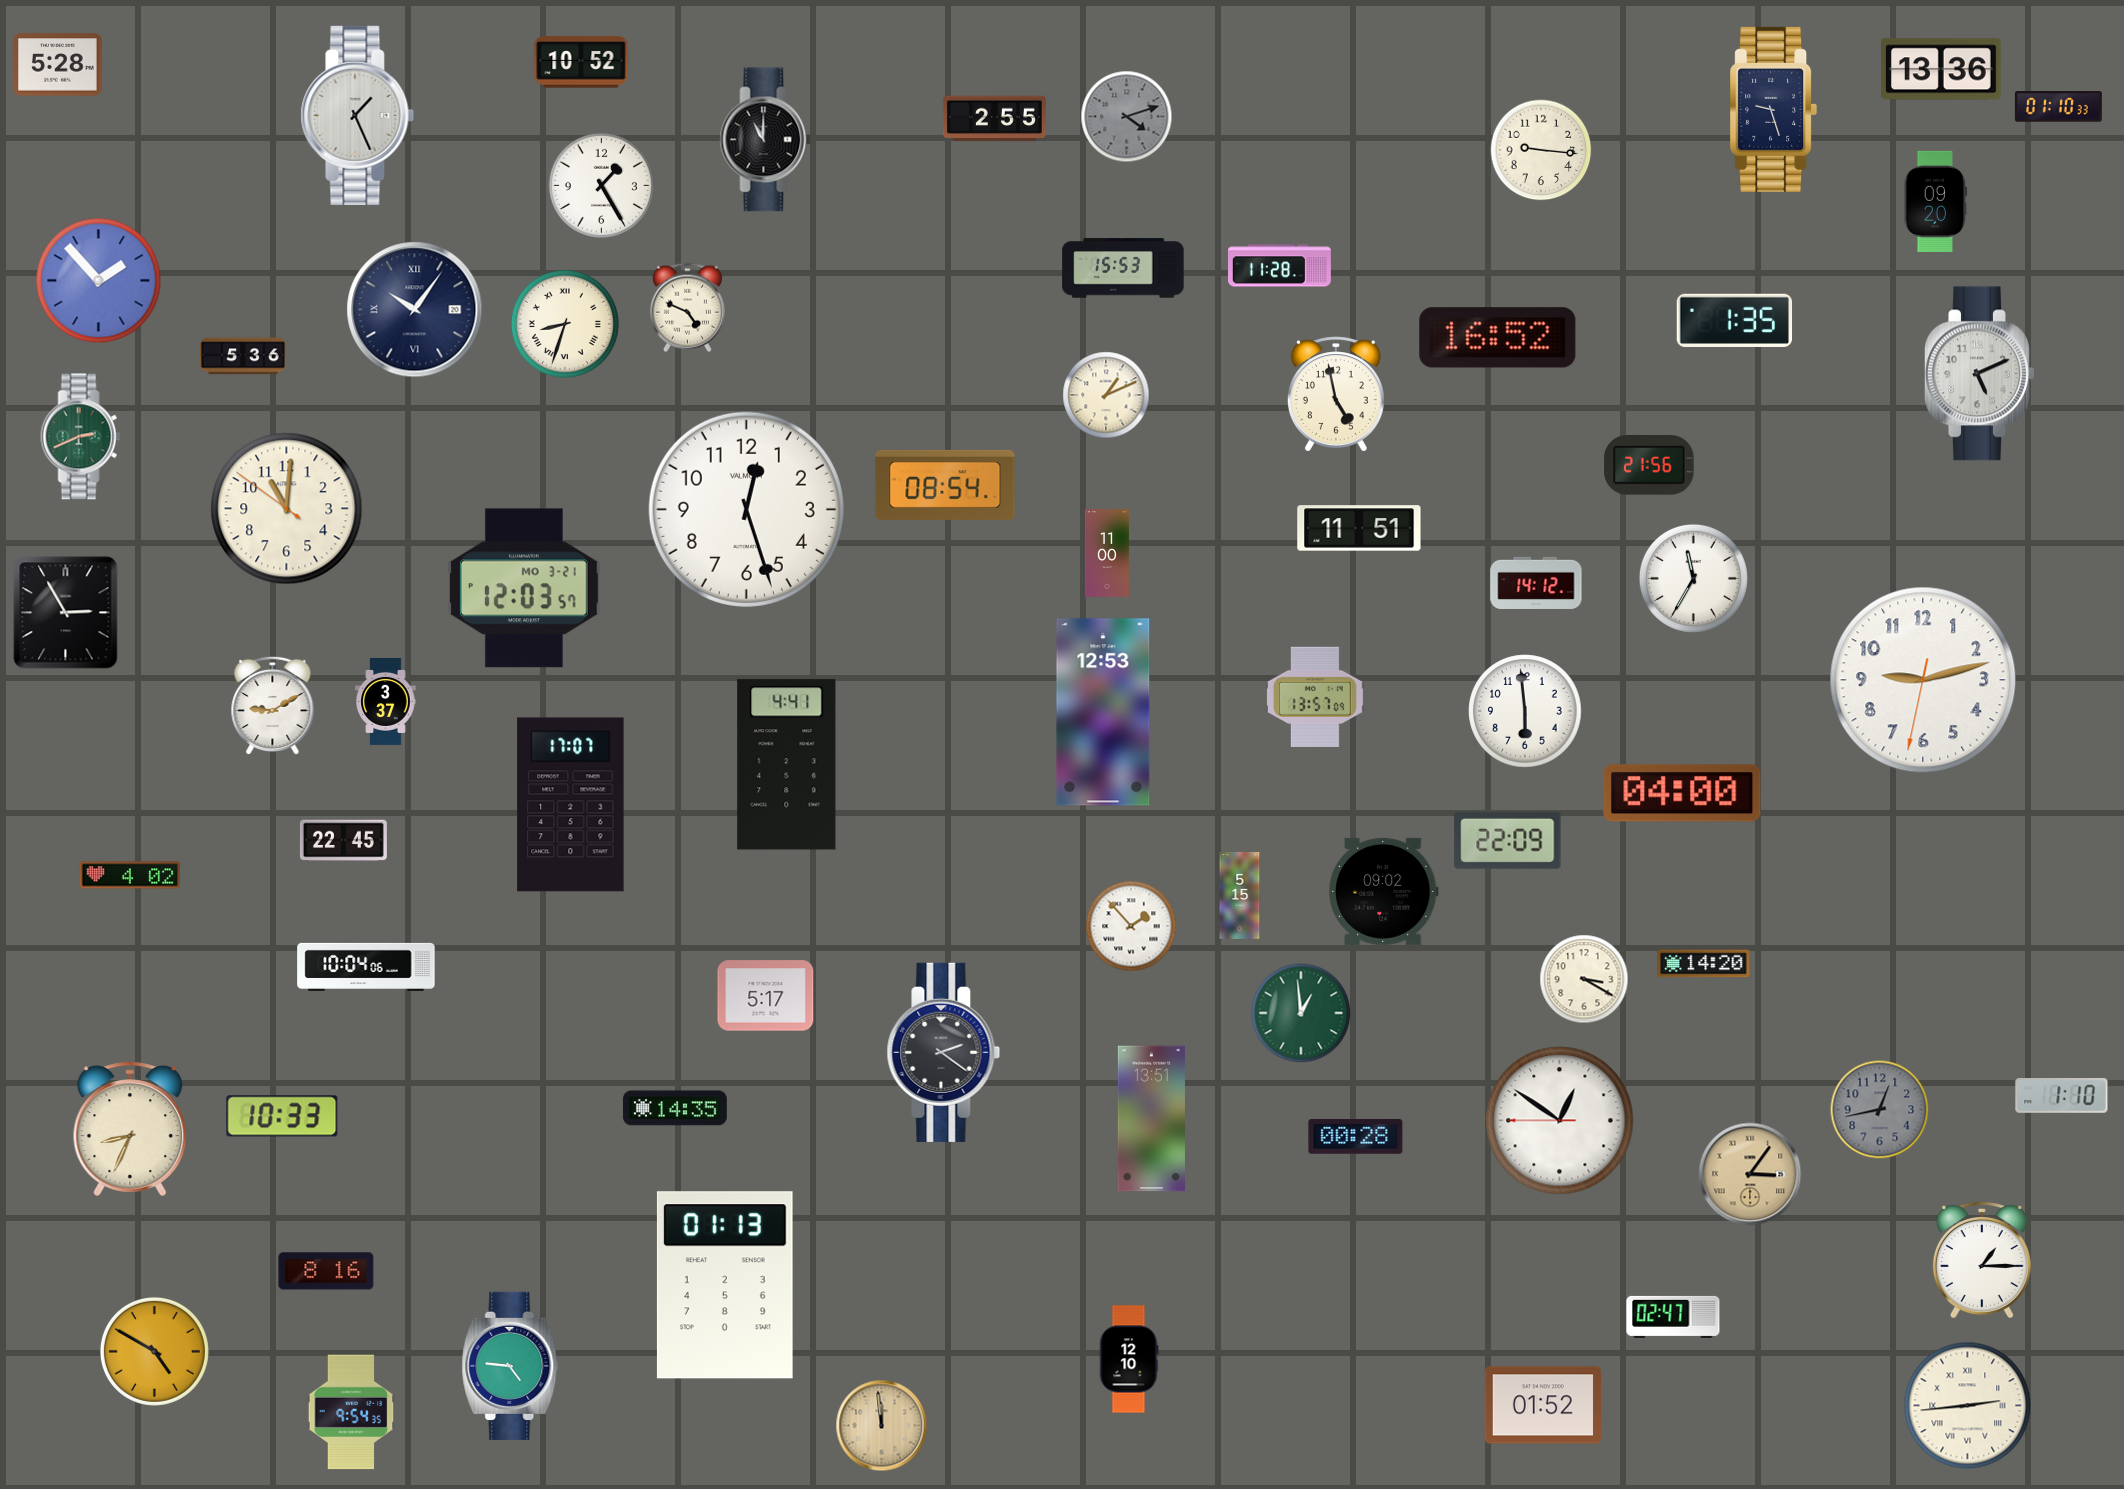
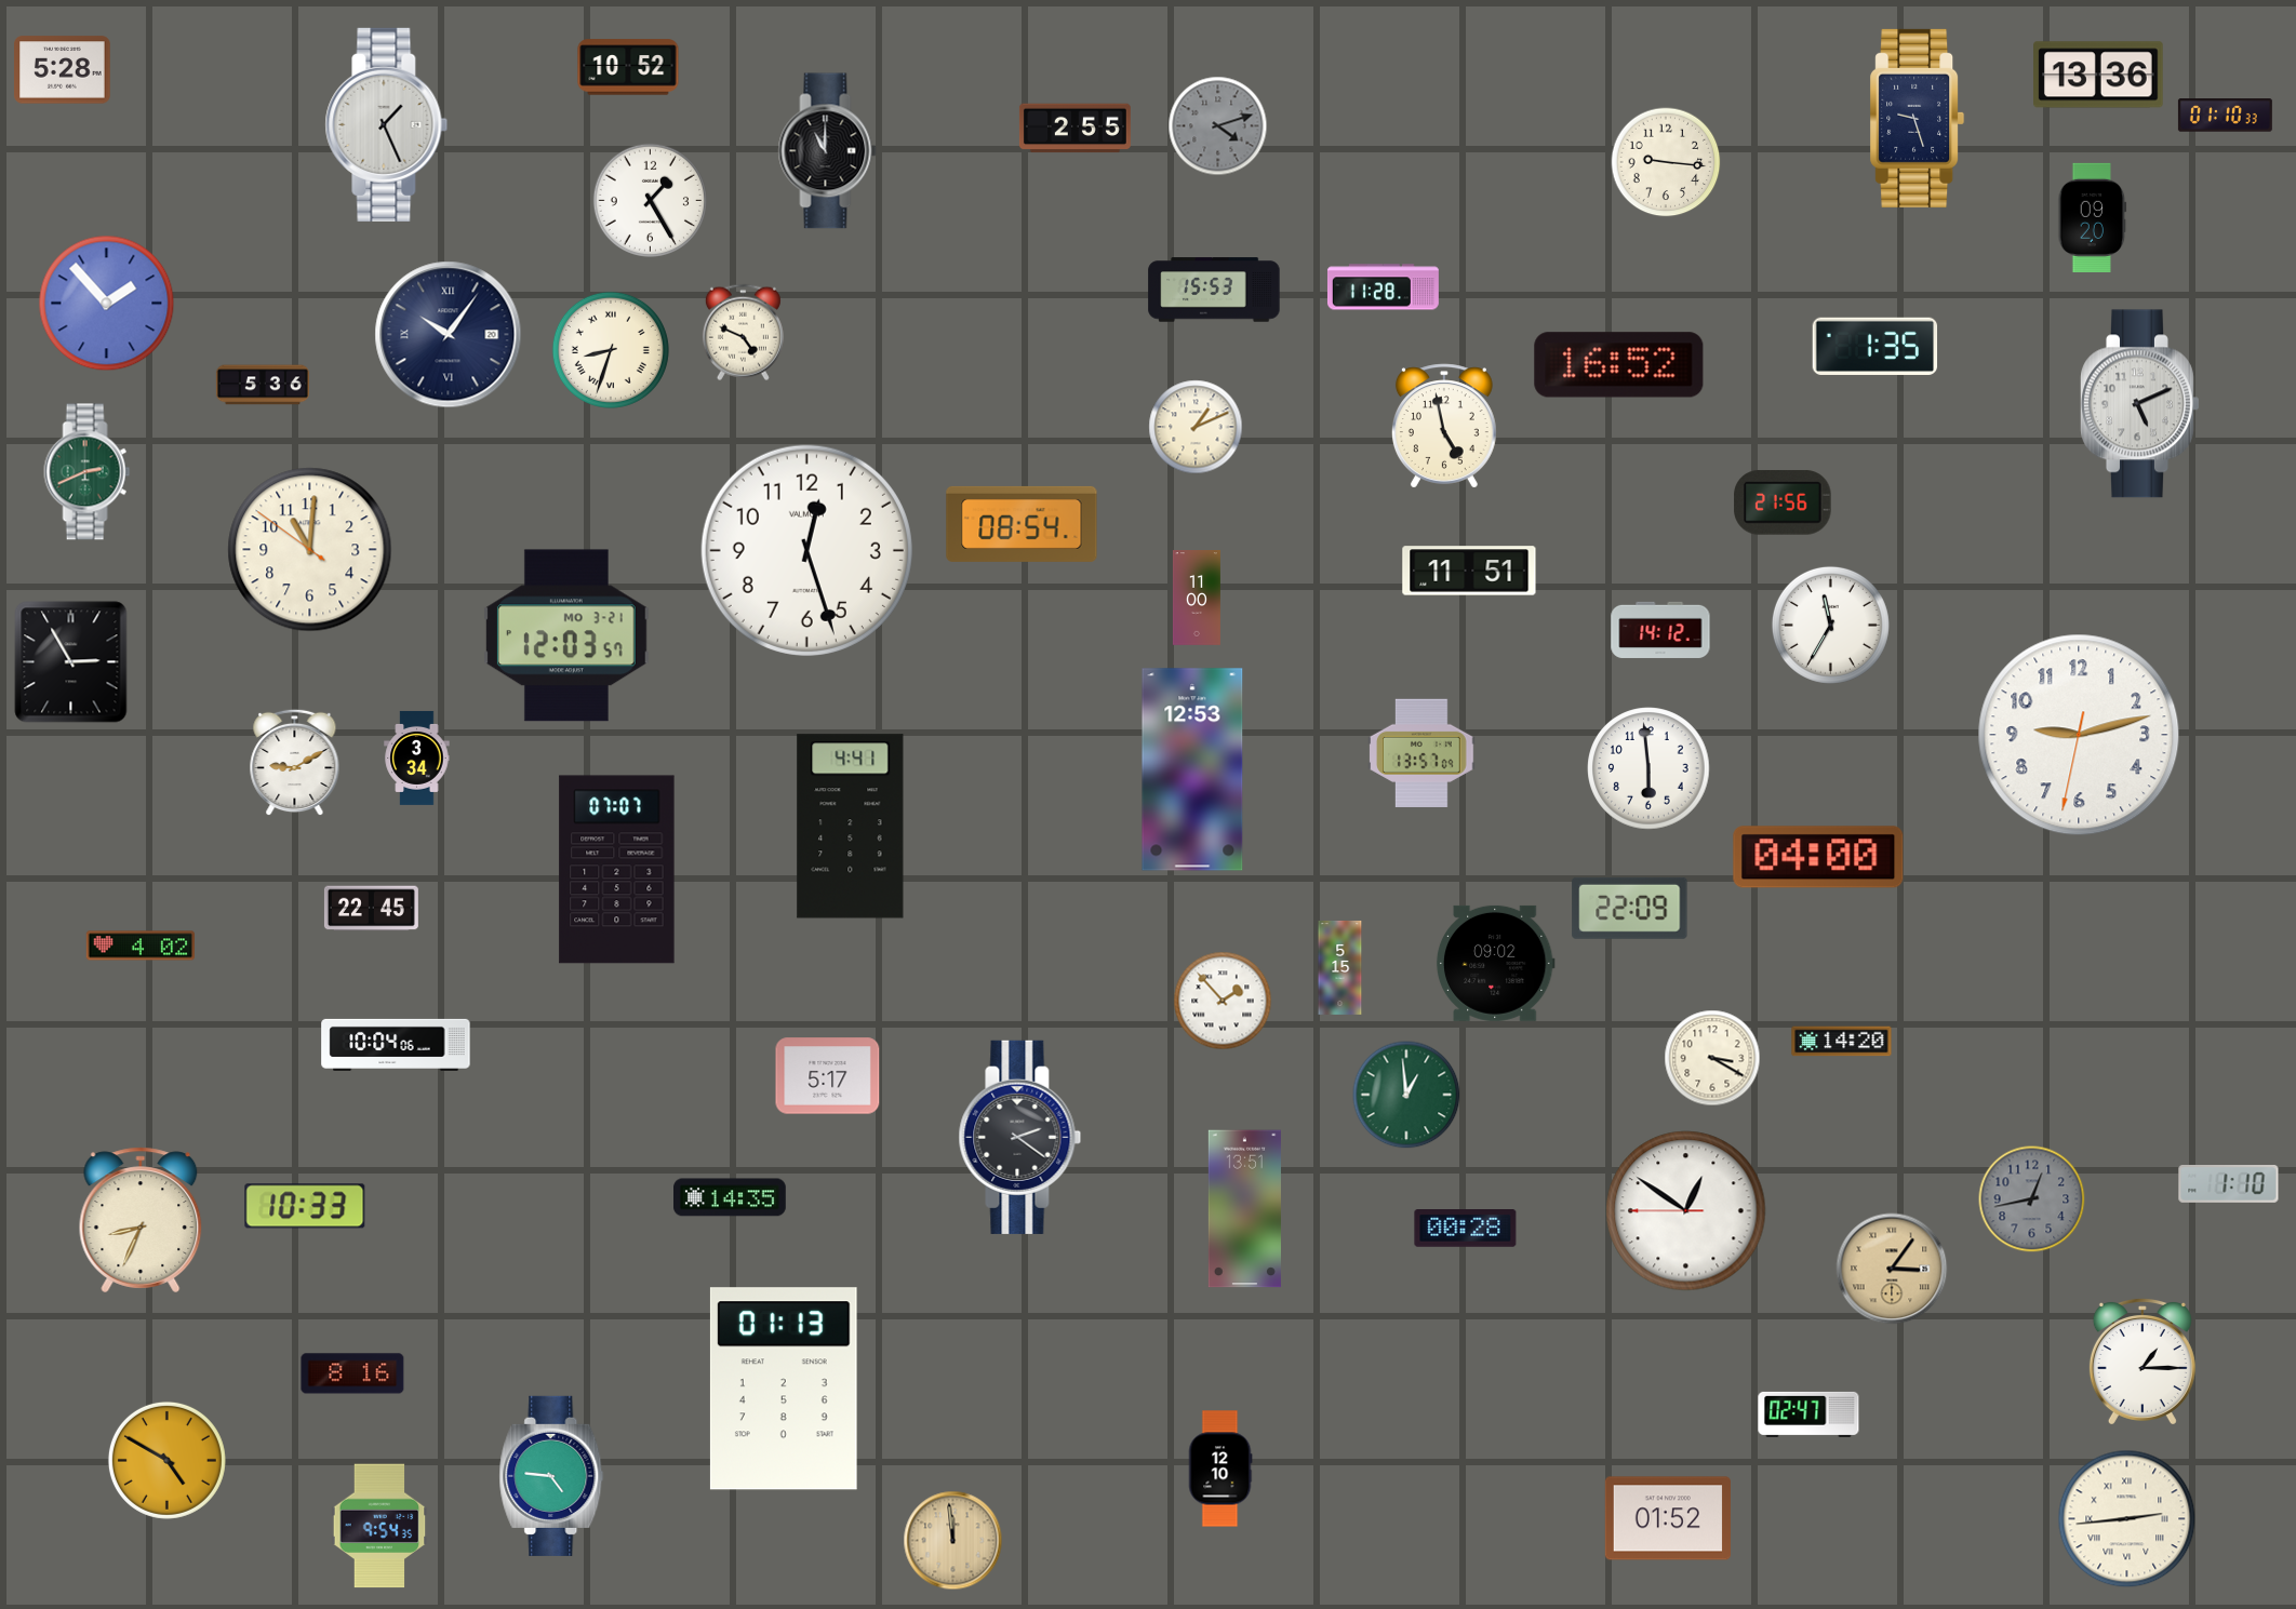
clock at (386, 701): 3:37 -> 3:34
clock at (571, 805): 17:07 -> 07:07
clock at (1673, 1317) position: (1673, 1317) -> (1808, 1414)
